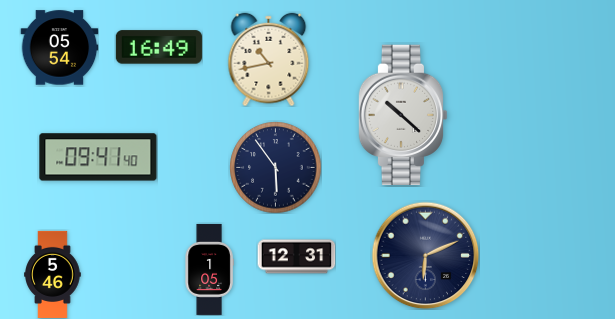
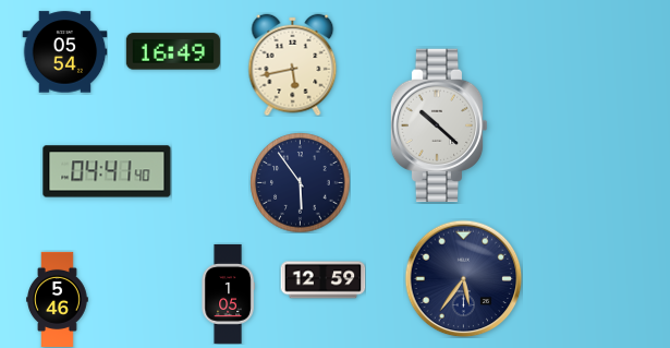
clock at (269, 59): 10:43 -> 5:43
clock at (98, 157): 09:41 -> 04:41
clock at (425, 255): 6:11 -> 5:36
clock at (296, 257): 12:31 -> 12:59
